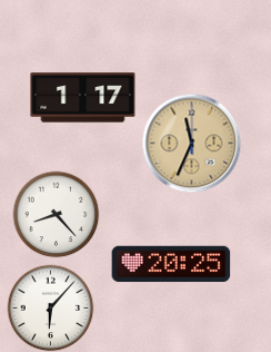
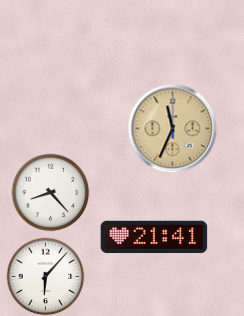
clock at (83, 98): 1:17 -> none
clock at (171, 264): 20:25 -> 21:41
